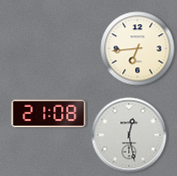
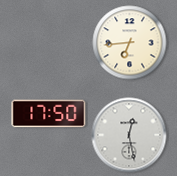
clock at (138, 49) position: (138, 49) -> (130, 43)
clock at (49, 114): 21:08 -> 17:50
